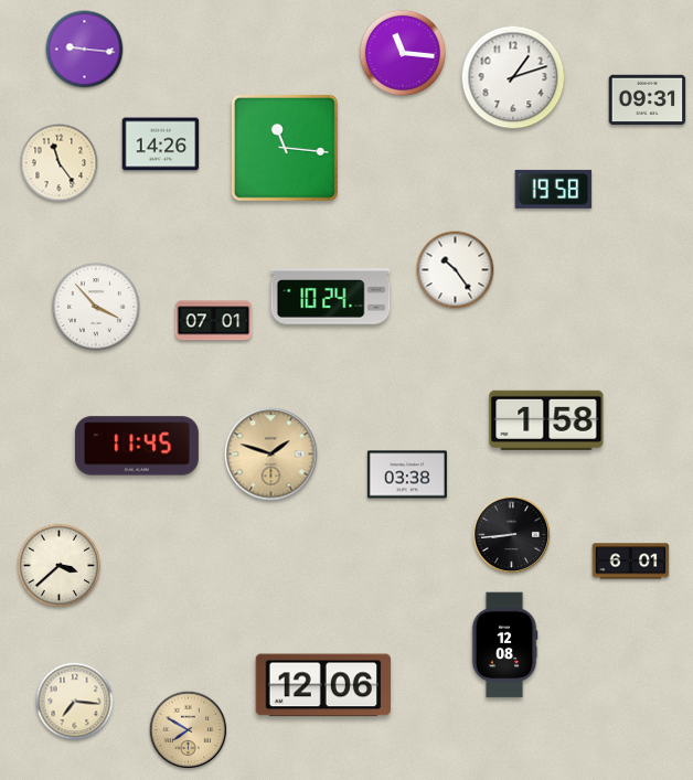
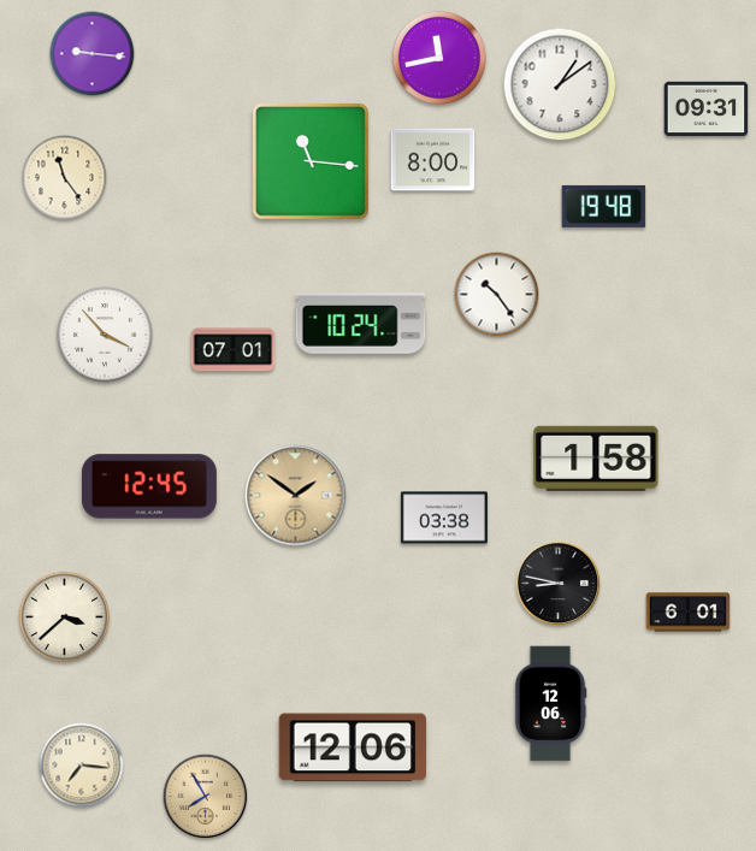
clock at (403, 53): 11:16 -> 11:43
clock at (513, 77): 1:12 -> 1:09
clock at (161, 145): 14:26 -> none
clock at (433, 160): none -> 8:00
clock at (554, 189): 19:58 -> 19:48
clock at (137, 446): 11:45 -> 12:45
clock at (271, 455): 1:48 -> 1:51
clock at (512, 535): 8:44 -> 8:47
clock at (504, 645): 12:08 -> 12:06
clock at (189, 730): 7:50 -> 7:55
